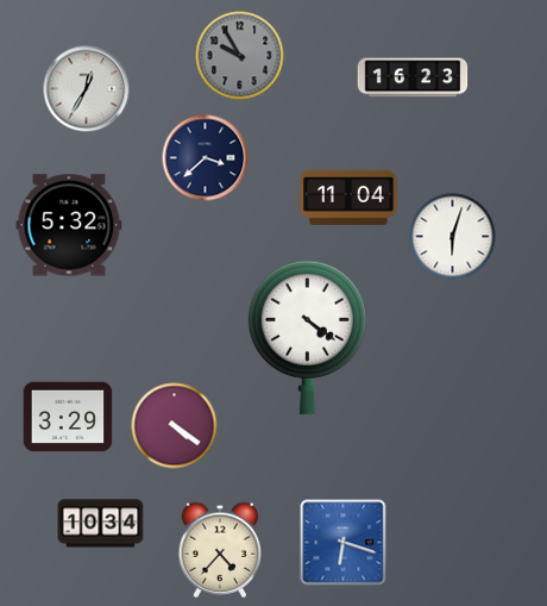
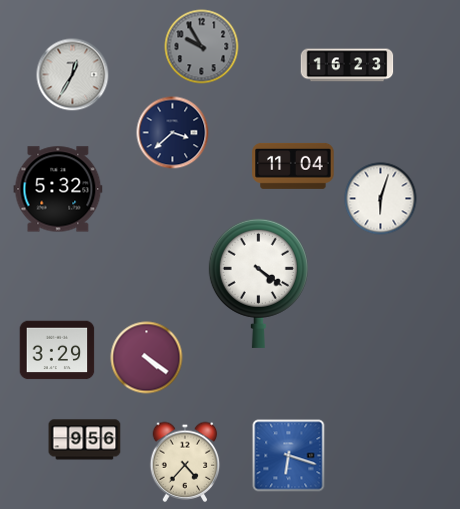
clock at (101, 524): 10:34 -> 9:56
